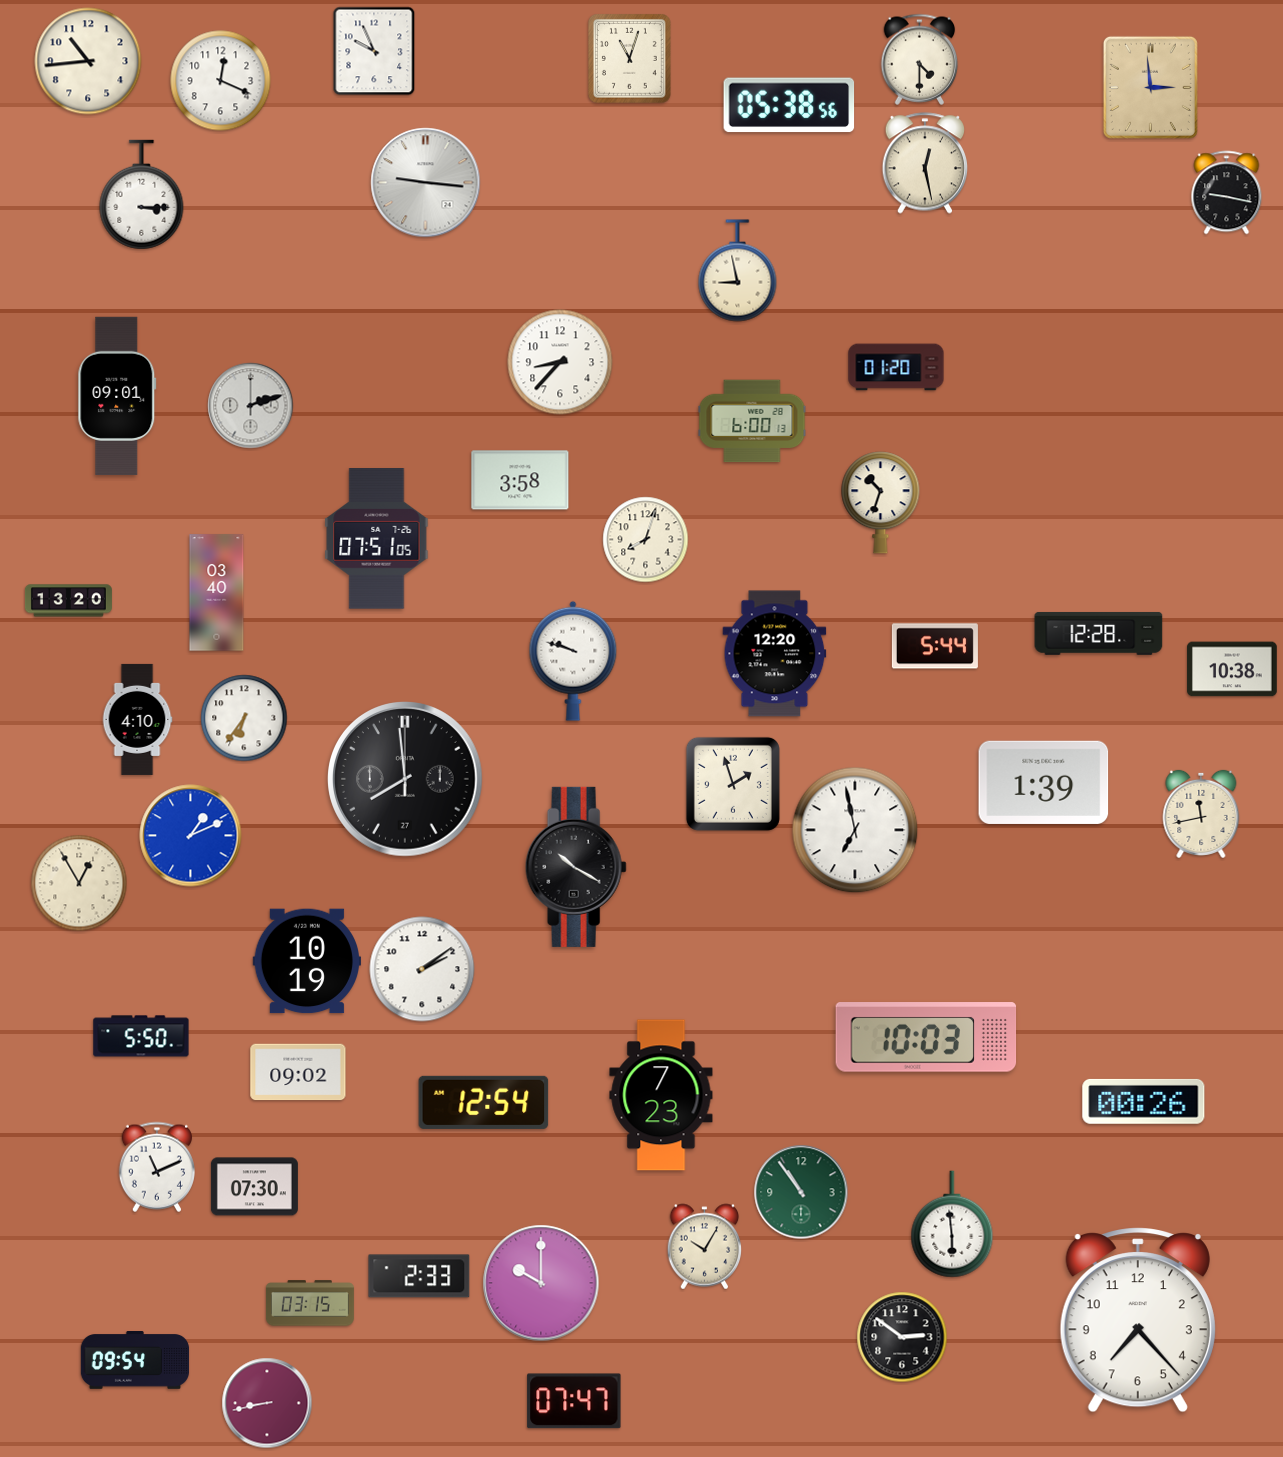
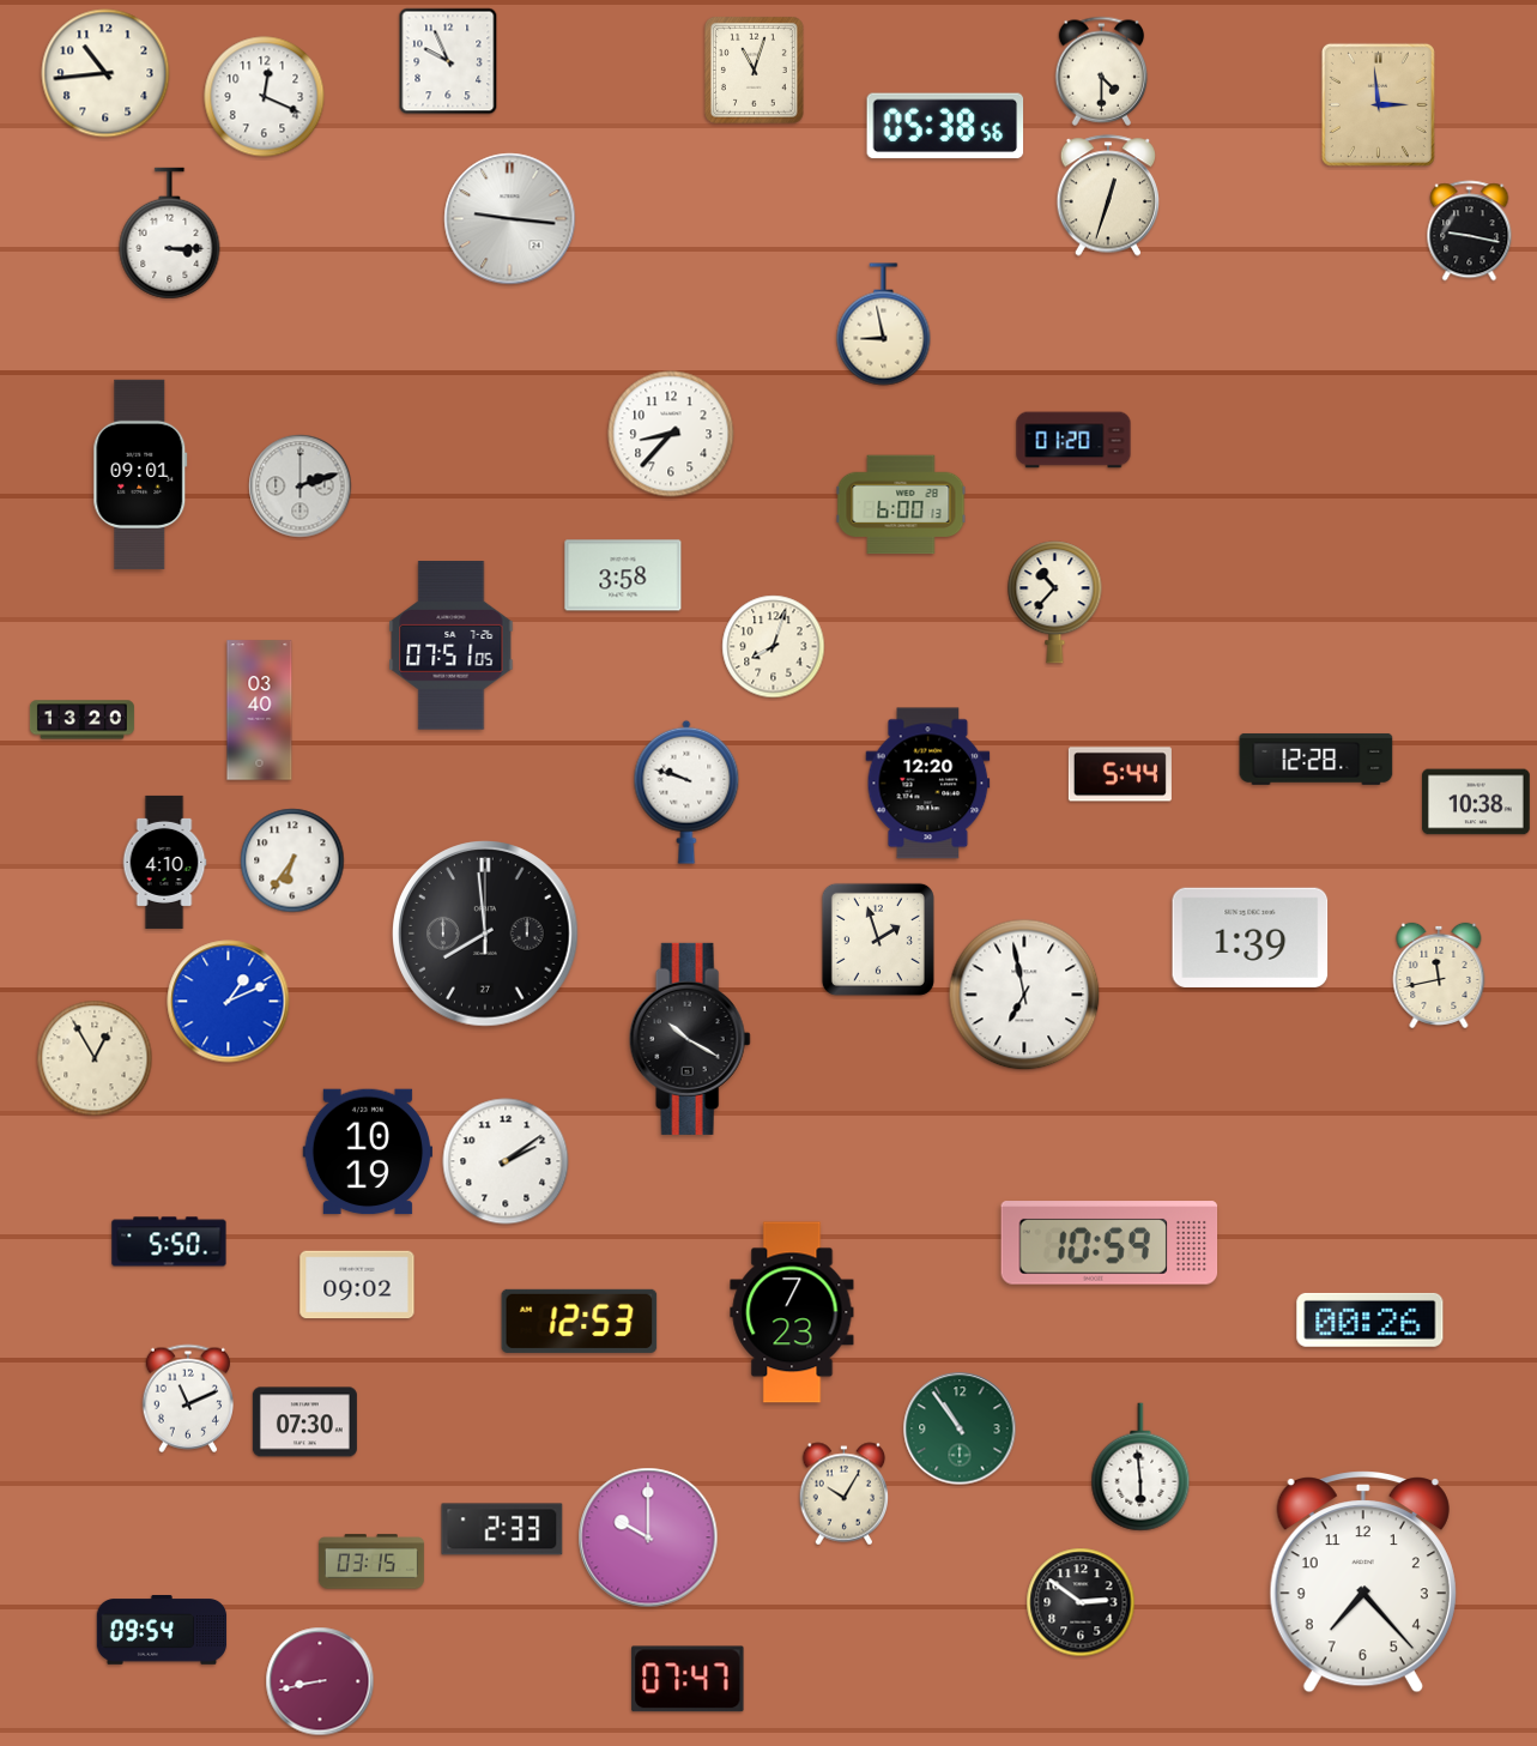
clock at (925, 163): 12:28 -> 12:33
clock at (881, 503): 10:33 -> 10:37
clock at (926, 1037): 10:03 -> 10:59
clock at (484, 1102): 12:54 -> 12:53
